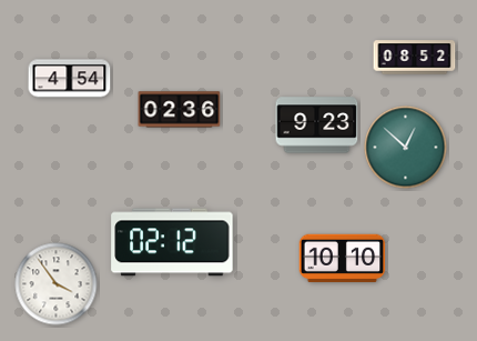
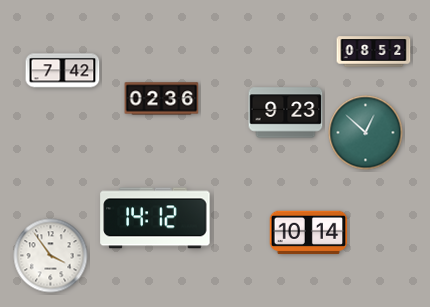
clock at (70, 79): 4:54 -> 7:42
clock at (172, 242): 02:12 -> 14:12
clock at (343, 259): 10:10 -> 10:14
